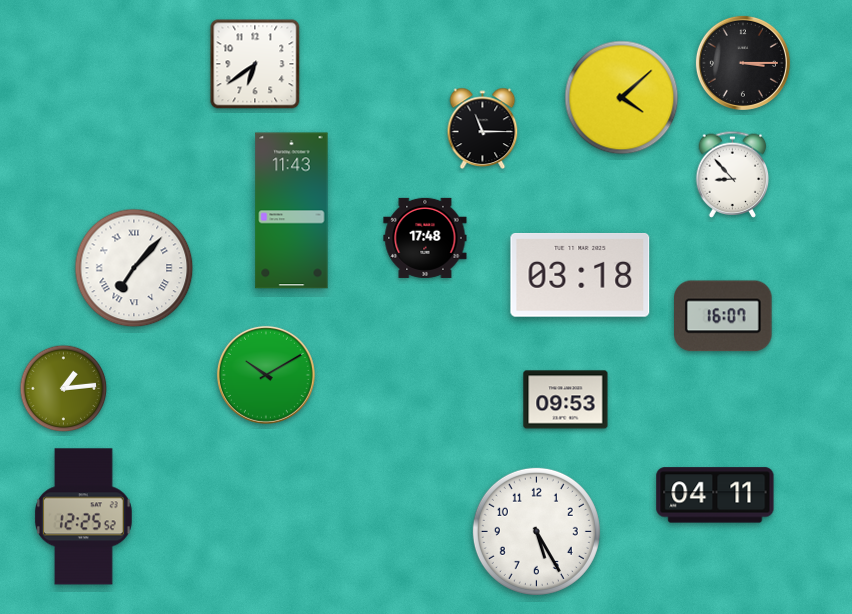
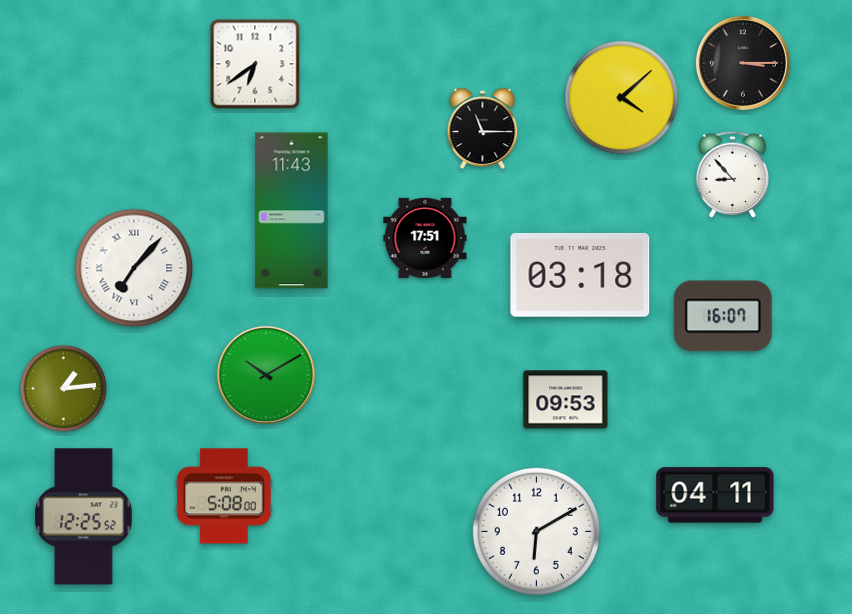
clock at (425, 238): 17:48 -> 17:51
clock at (224, 496): none -> 5:08
clock at (536, 531): 5:25 -> 6:10
